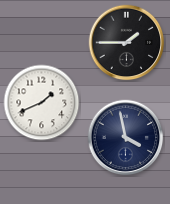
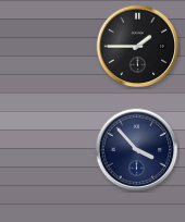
clock at (42, 103): 1:41 -> none
clock at (126, 138): 3:58 -> 3:53
